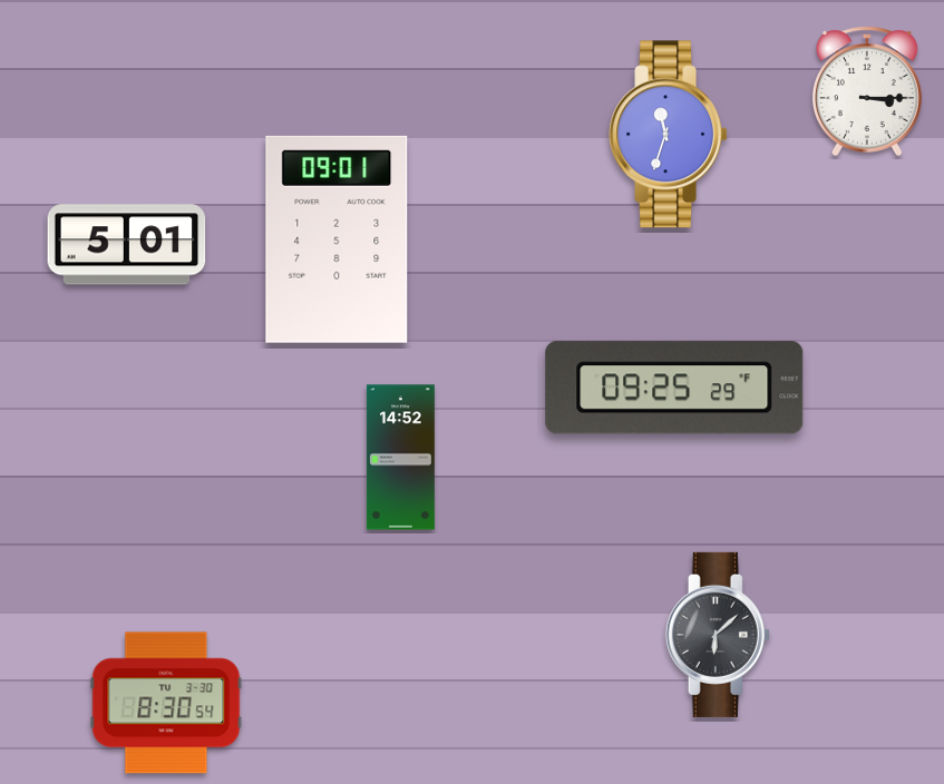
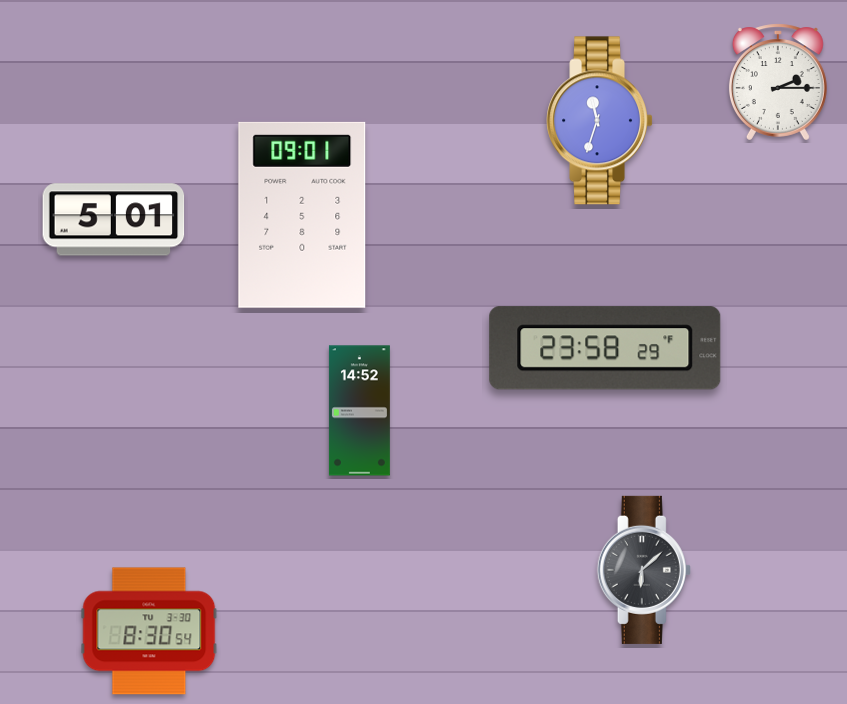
clock at (867, 91): 3:15 -> 2:15
clock at (674, 388): 09:25 -> 23:58
